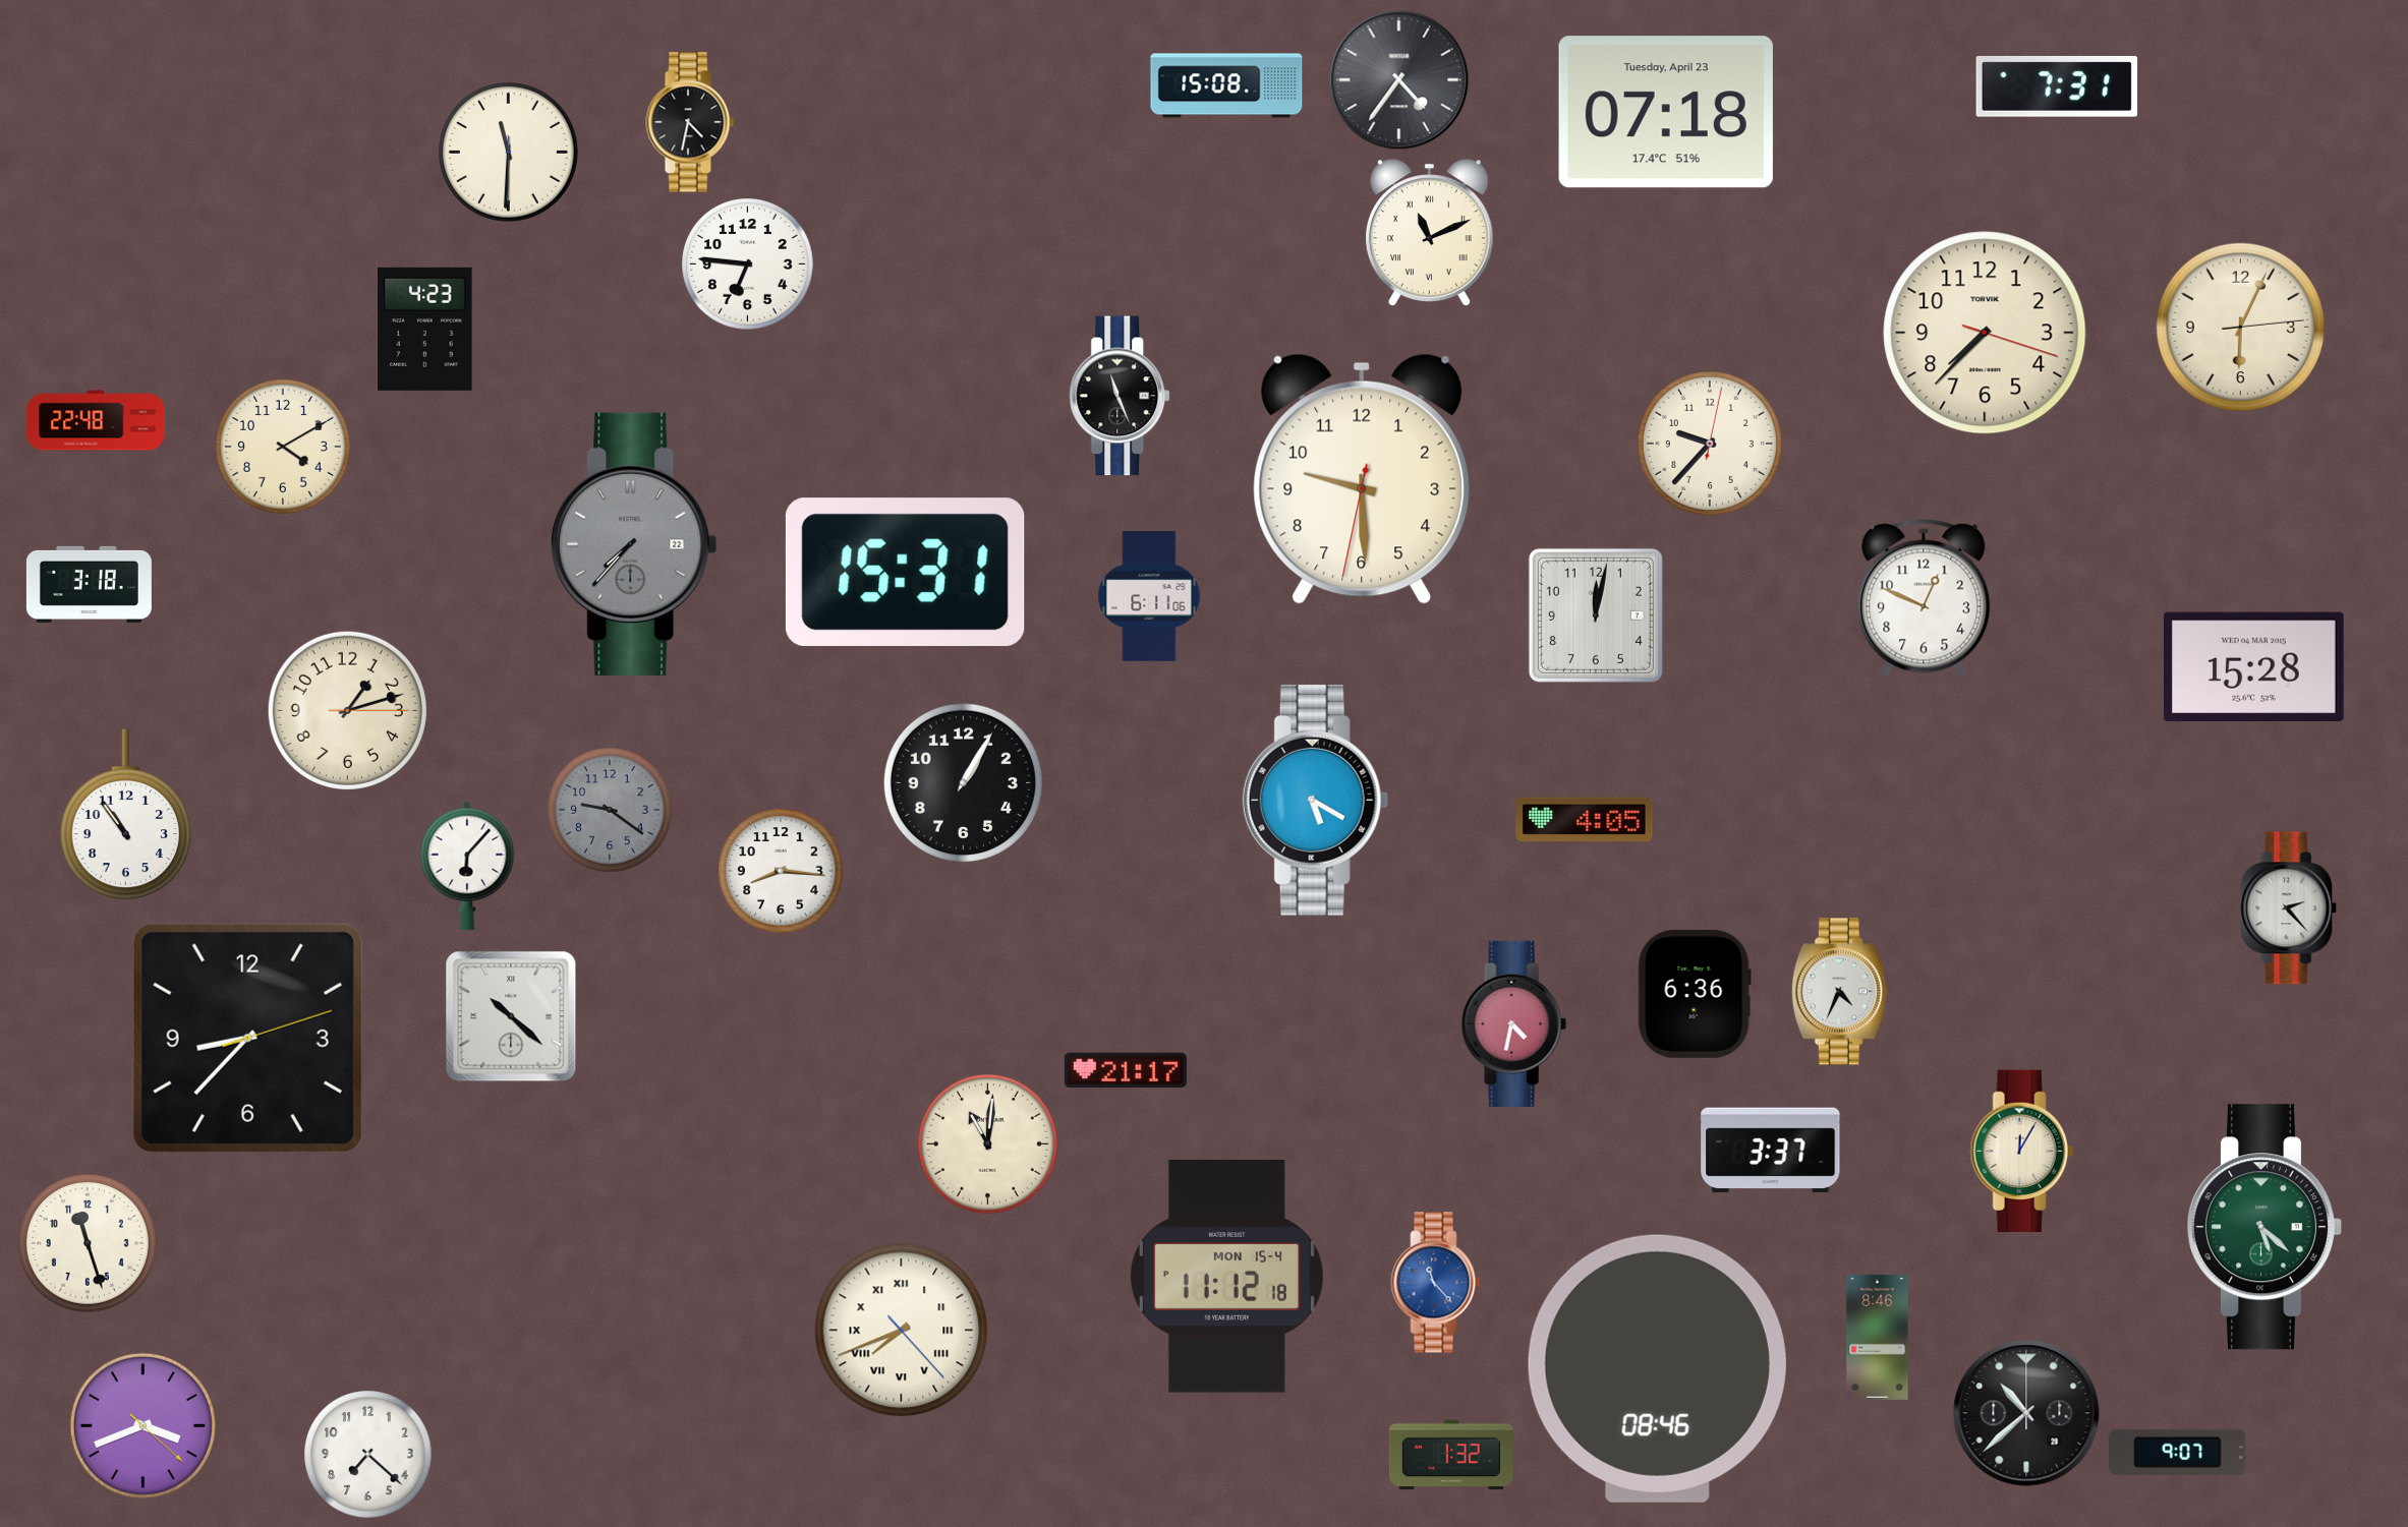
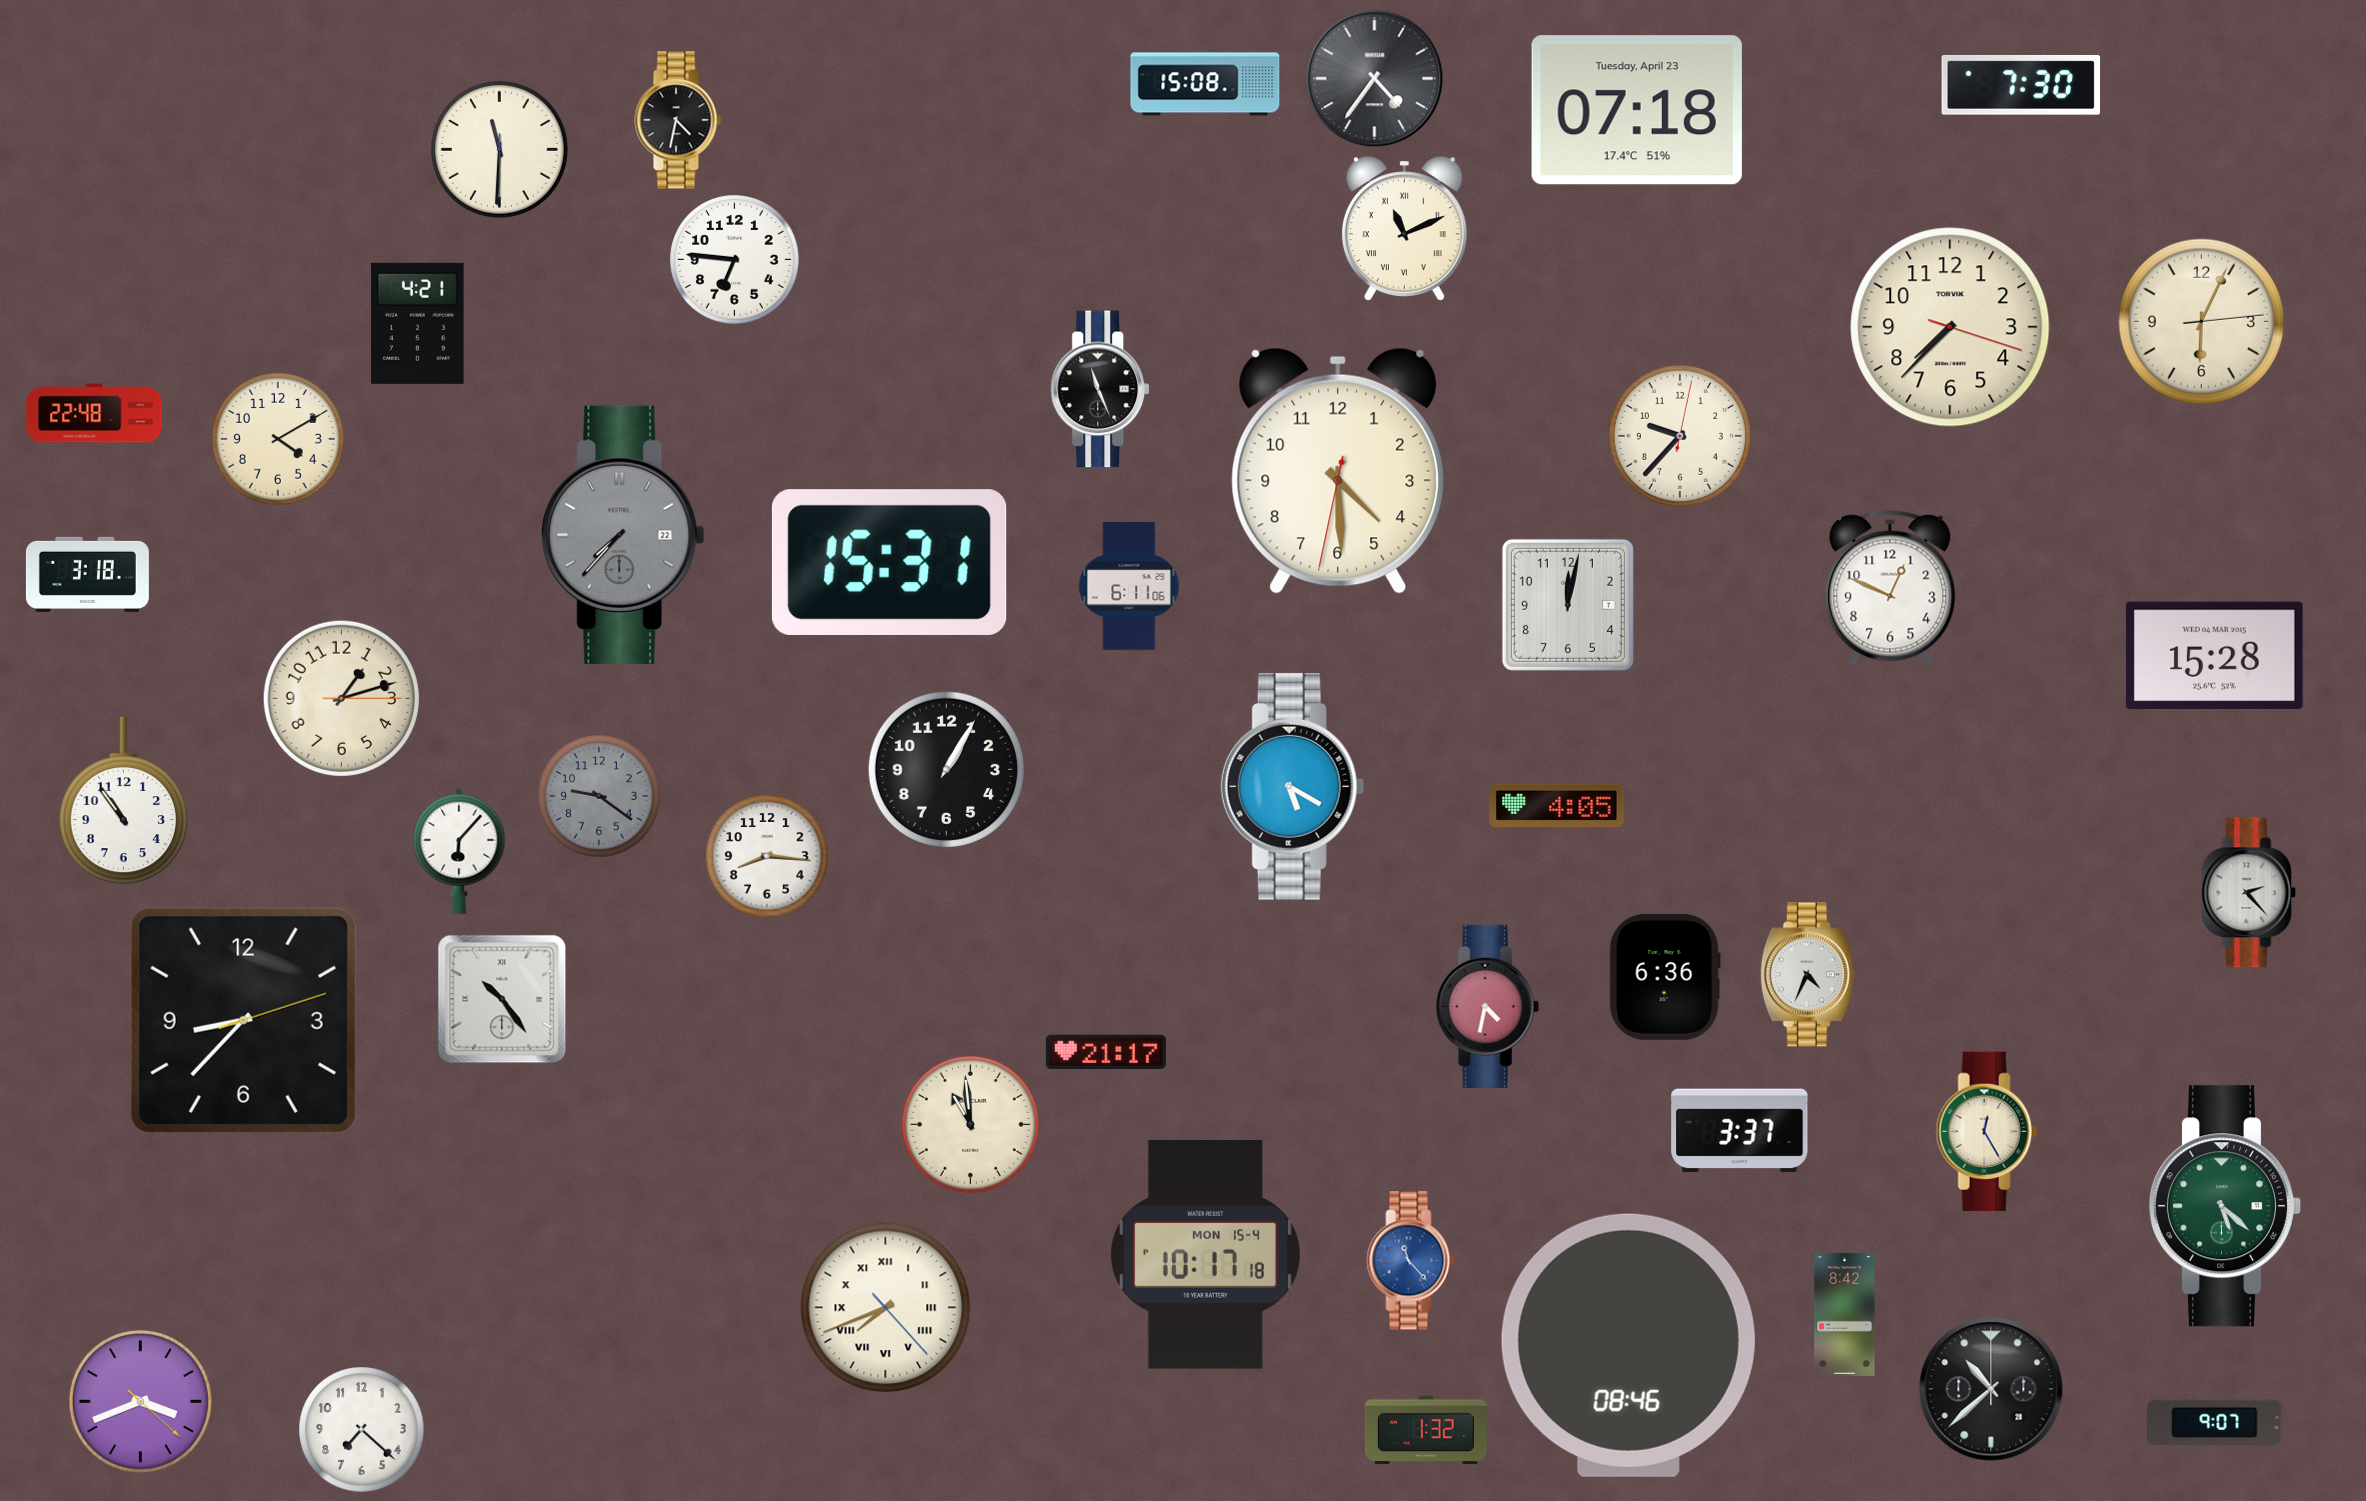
clock at (2057, 86): 7:31 -> 7:30
clock at (425, 329): 4:23 -> 4:21
clock at (1362, 479): 9:29 -> 4:29
clock at (511, 1016): 10:22 -> 10:24
clock at (987, 1143): 11:01 -> 10:59
clock at (2021, 1152): 12:05 -> 12:25
clock at (88, 1243): 11:27 -> none
clock at (1226, 1277): 11:12 -> 10:17
clock at (1878, 1337): 8:46 -> 8:42
clock at (2178, 1452) position: (2178, 1452) -> (2215, 1422)
